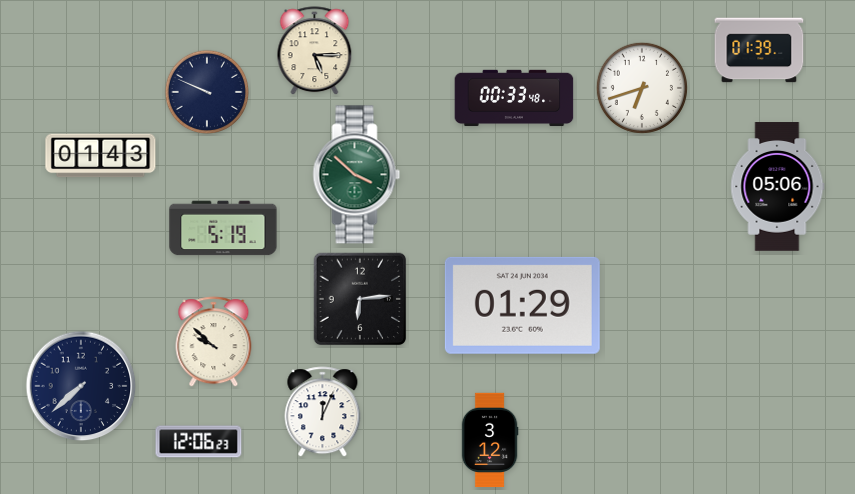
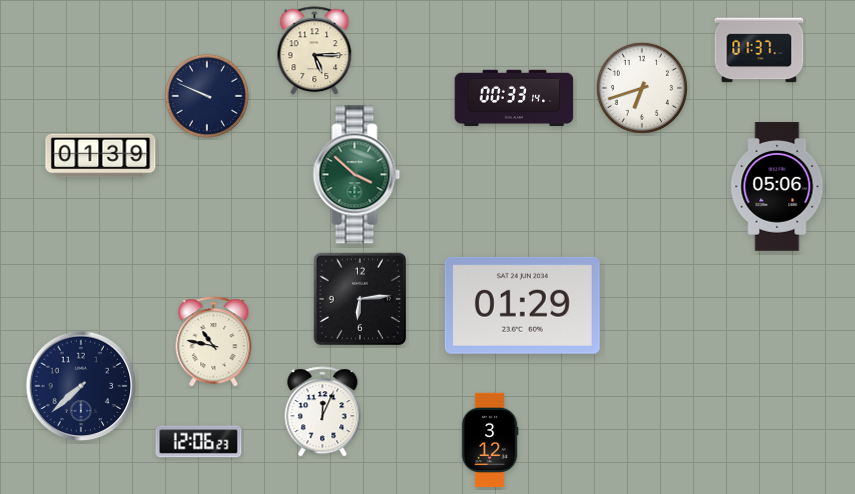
clock at (759, 50): 01:39 -> 01:37
clock at (206, 91) position: (206, 91) -> (206, 95)
clock at (514, 98): 00:33:48 -> 00:33:14
clock at (101, 156): 01:43 -> 01:39
clock at (223, 228): 5:19 -> none
clock at (214, 342): 9:52 -> 10:47
